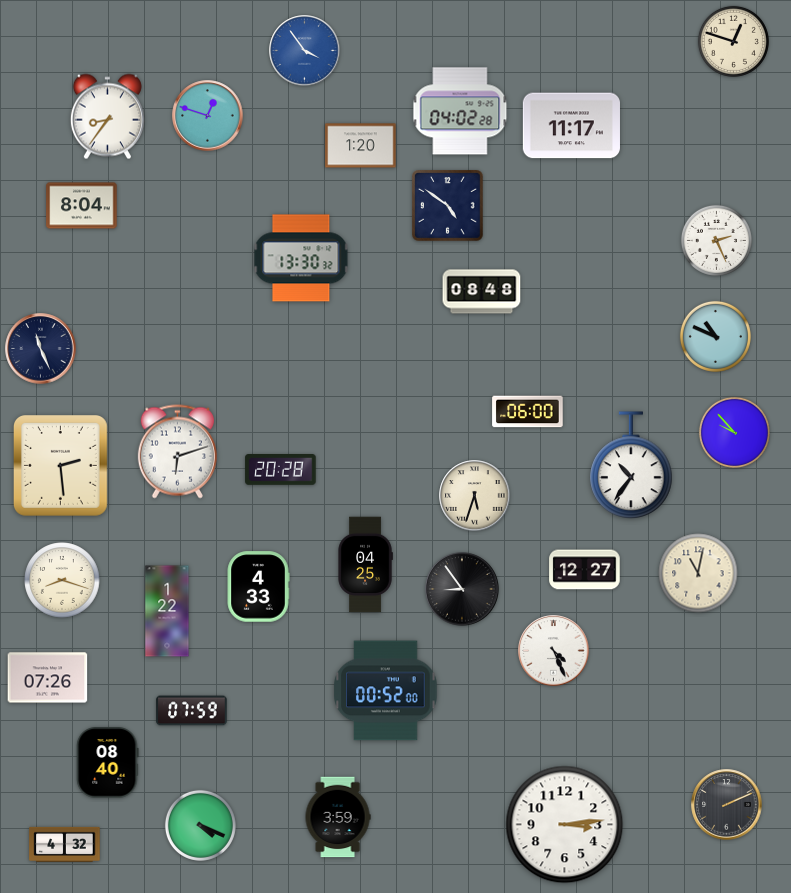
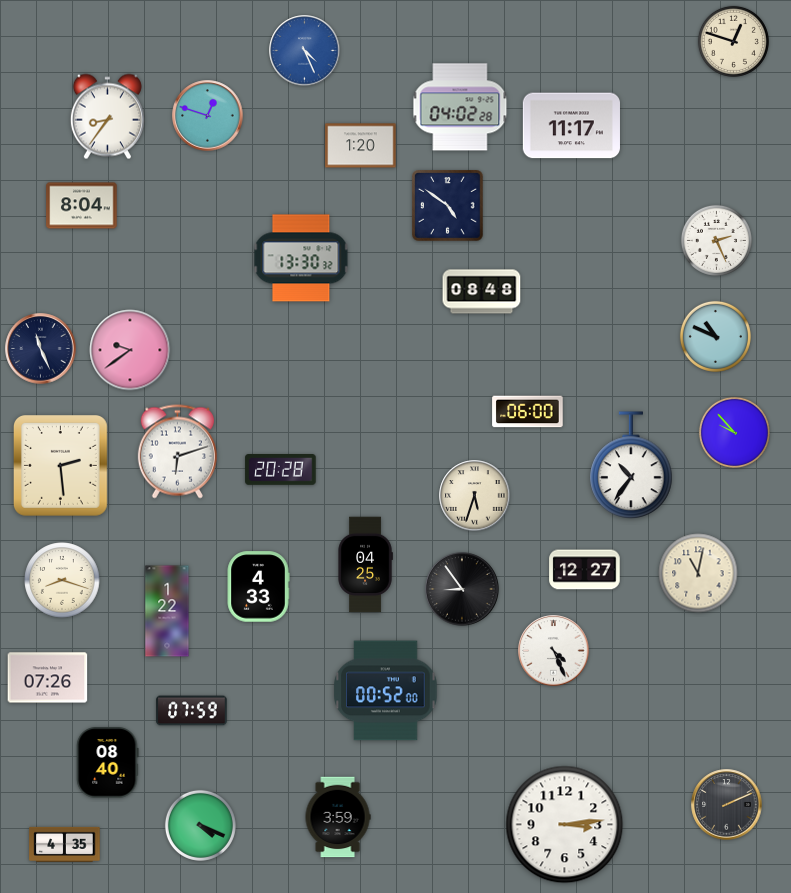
clock at (305, 51): 3:54 -> 4:26
clock at (460, 111) position: (460, 111) -> (460, 107)
clock at (130, 350): none -> 9:39
clock at (65, 844): 4:32 -> 4:35
